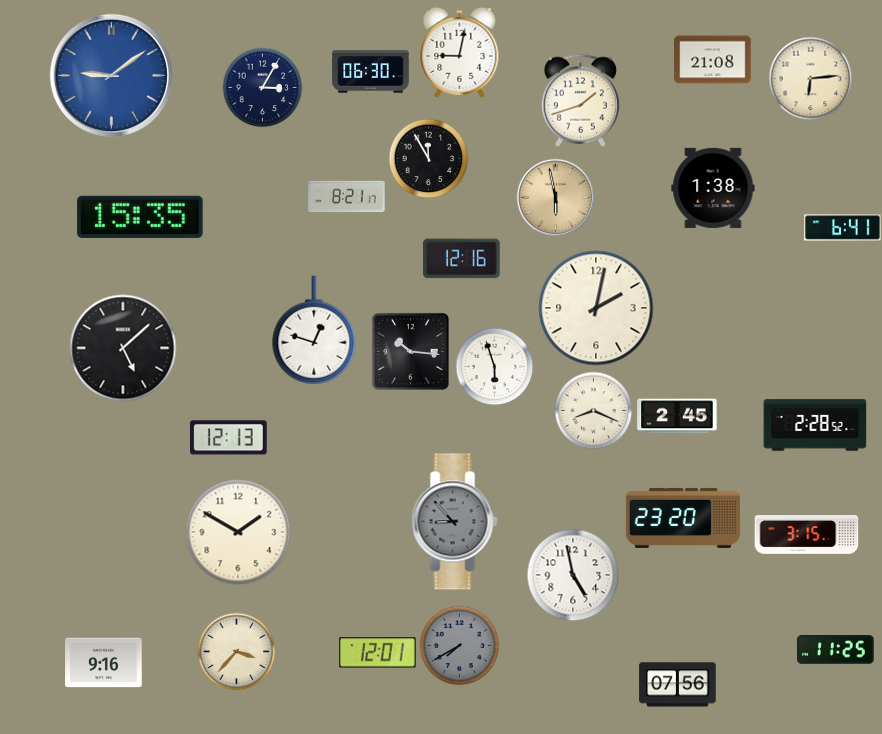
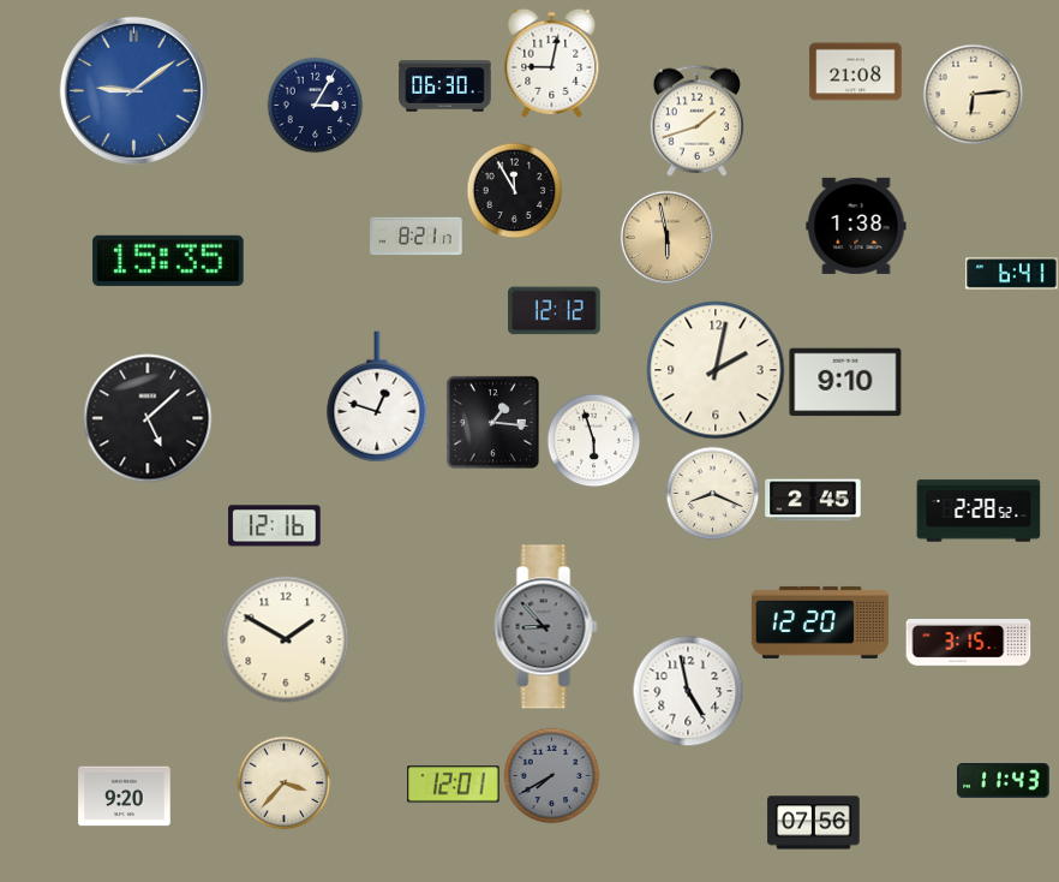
clock at (462, 259): 12:16 -> 12:12
clock at (845, 382): none -> 9:10
clock at (410, 351): 10:16 -> 1:16
clock at (229, 438): 12:13 -> 12:16
clock at (683, 518): 23:20 -> 12:20
clock at (836, 650): 11:25 -> 11:43
clock at (104, 663): 9:16 -> 9:20
